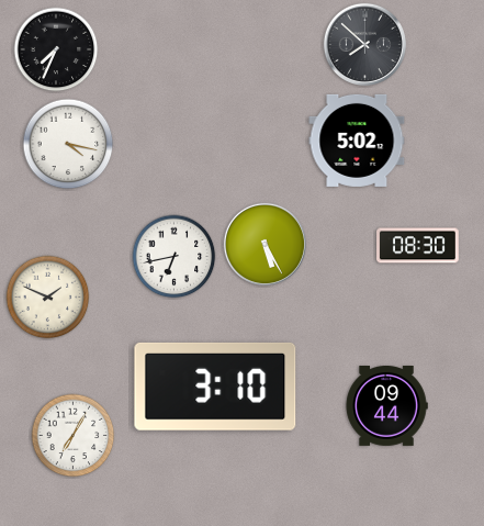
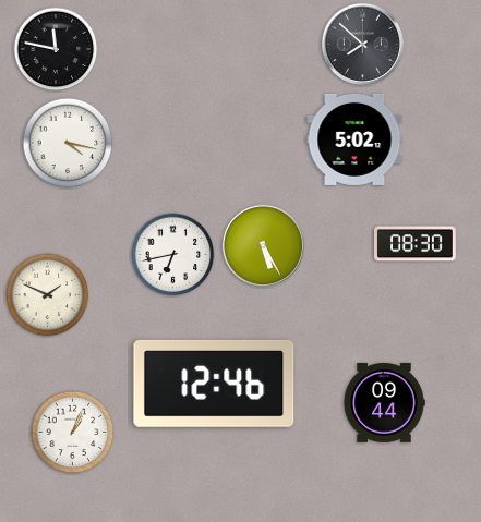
clock at (56, 49): 7:34 -> 11:47
clock at (264, 244) position: (264, 244) -> (263, 245)
clock at (215, 387): 3:10 -> 12:46
clock at (74, 436): 7:05 -> 1:04
